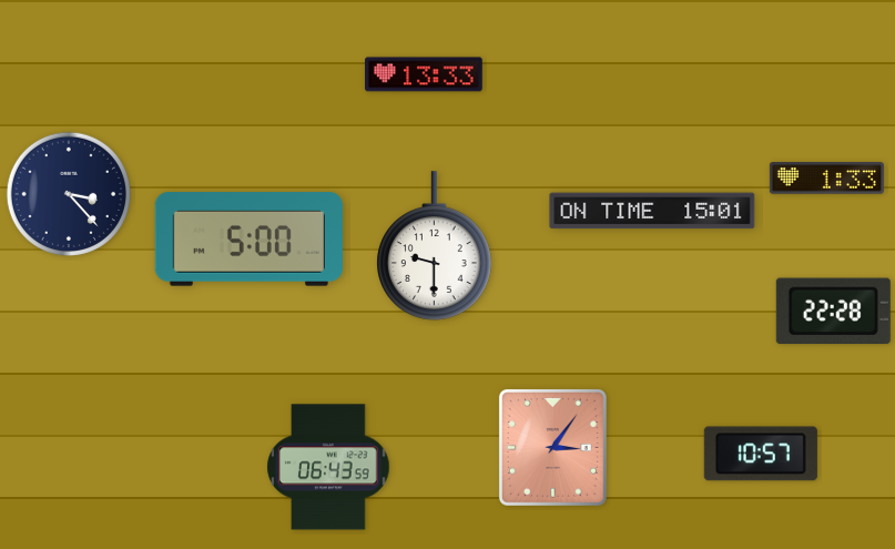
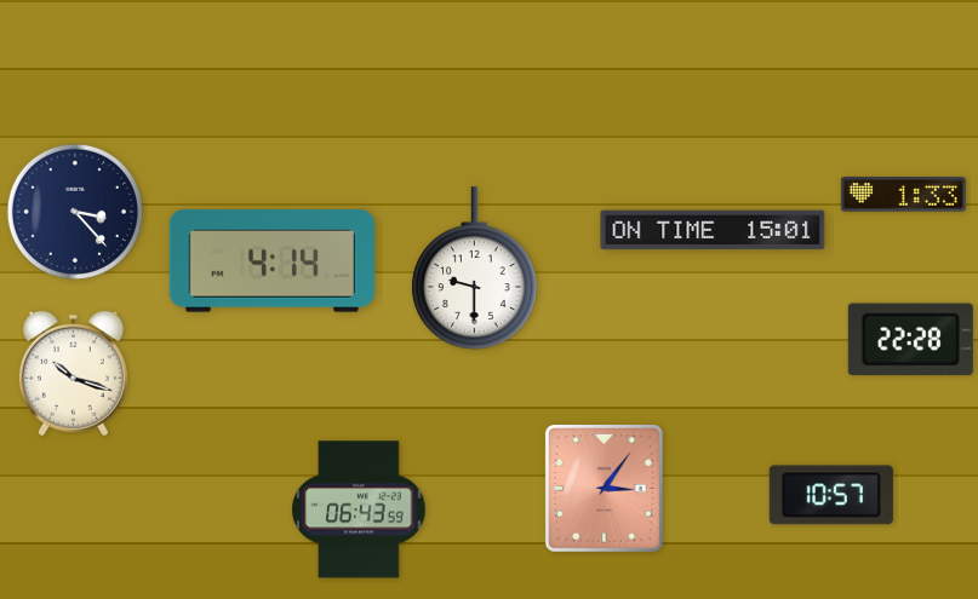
clock at (425, 74): 13:33 -> none
clock at (248, 240): 5:00 -> 4:14
clock at (73, 374): none -> 10:18
